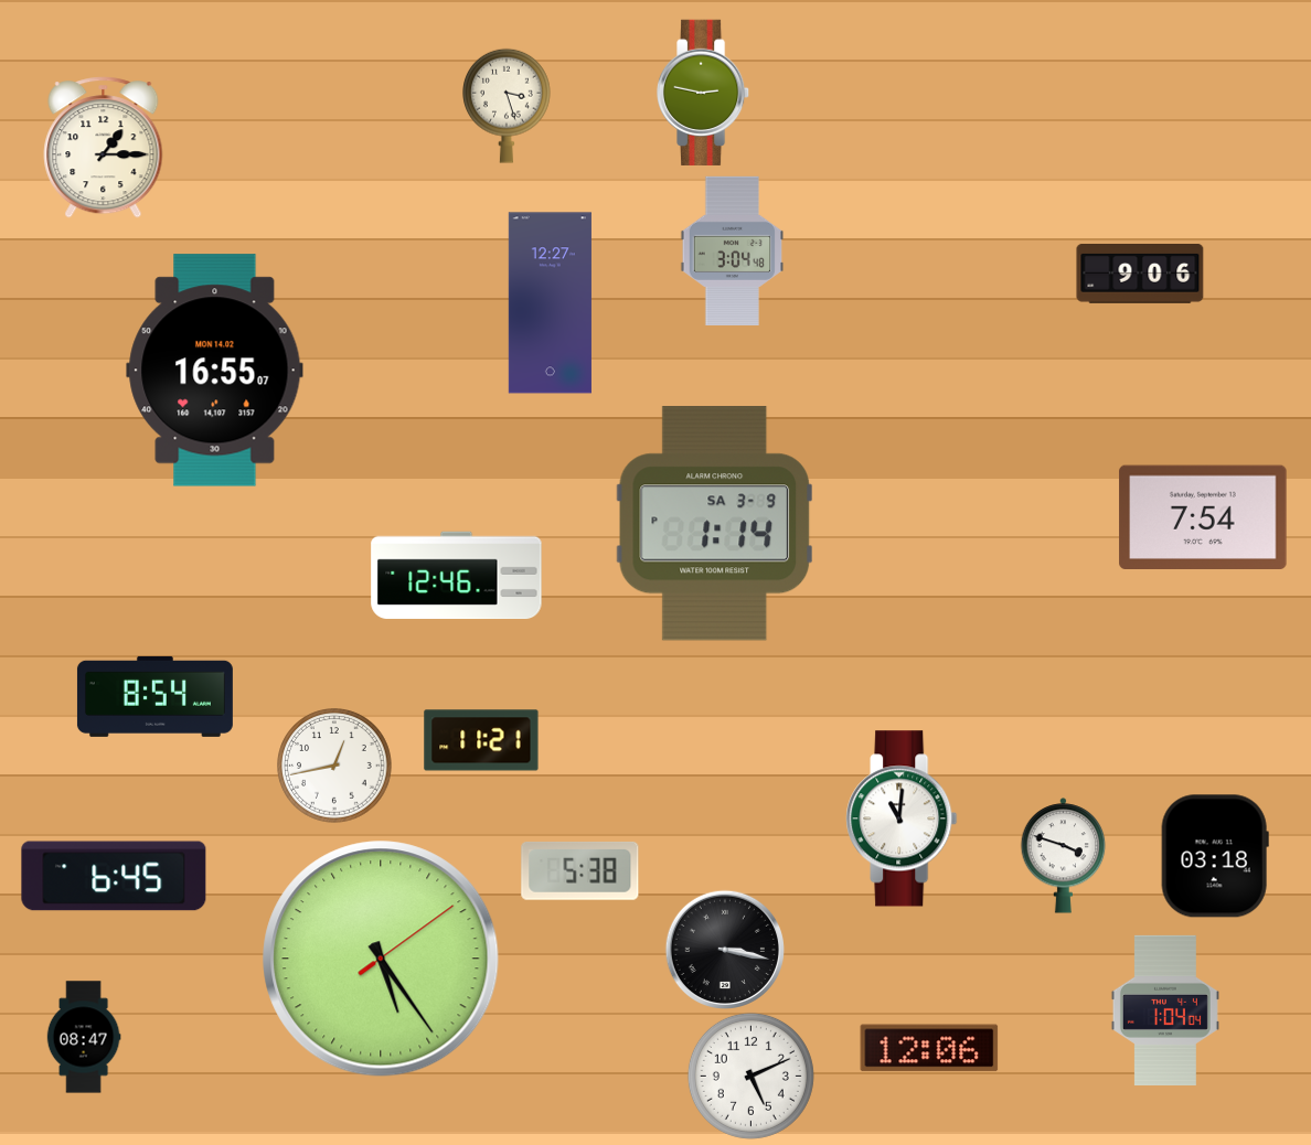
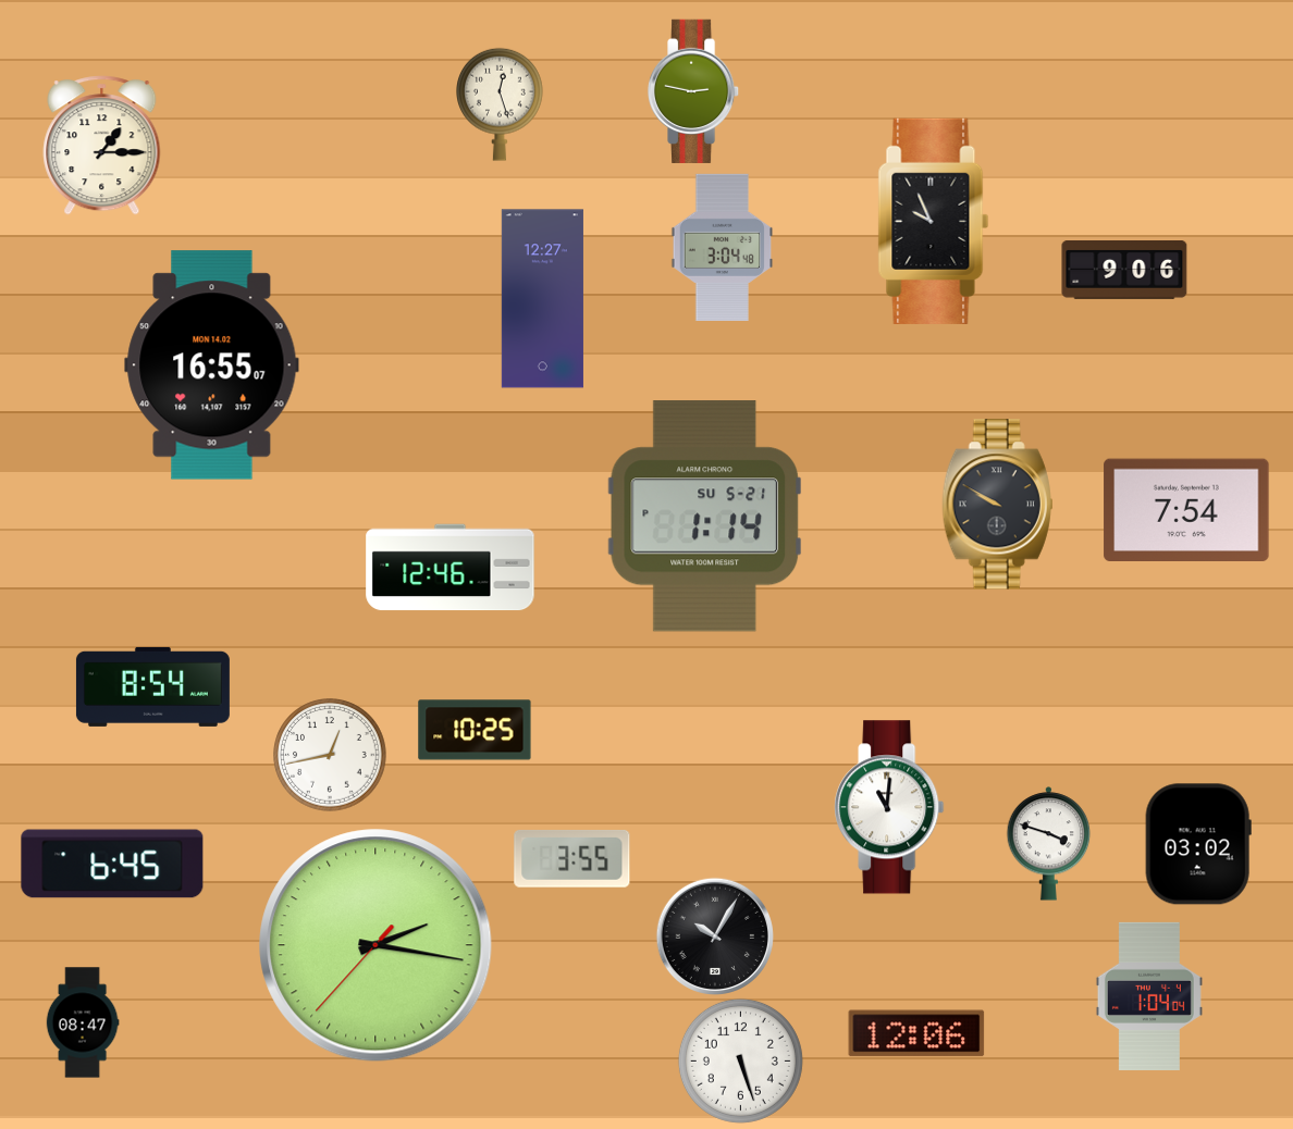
clock at (508, 106): 3:27 -> 12:27
clock at (934, 221): none -> 9:56
clock at (998, 505): none -> 9:50
clock at (714, 524) date: SA 3-9 -> SU 5-21
clock at (481, 740): 11:21 -> 10:25
clock at (1215, 856): 03:18 -> 03:02
clock at (580, 870): 5:38 -> 3:55
clock at (724, 949): 3:17 -> 10:05
clock at (381, 959): 5:24 -> 2:16
clock at (750, 1076): 5:11 -> 5:27
